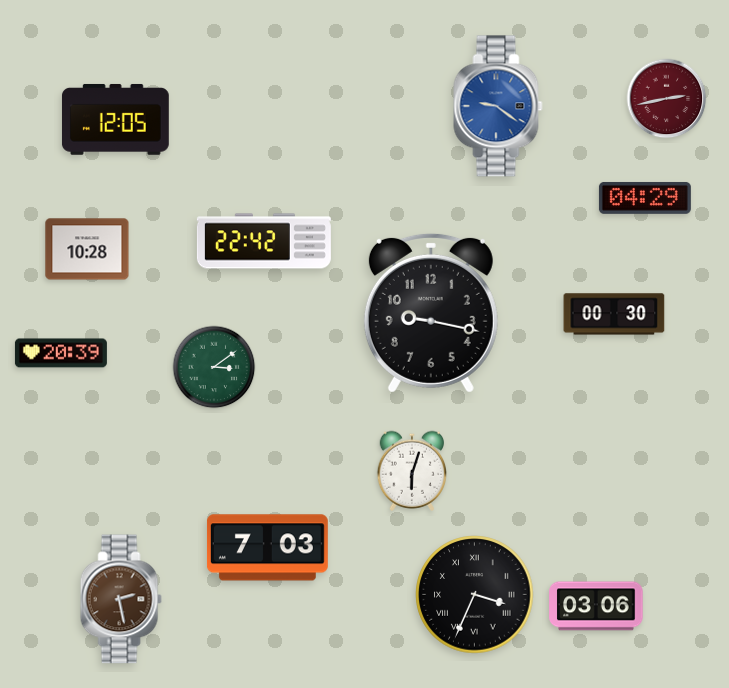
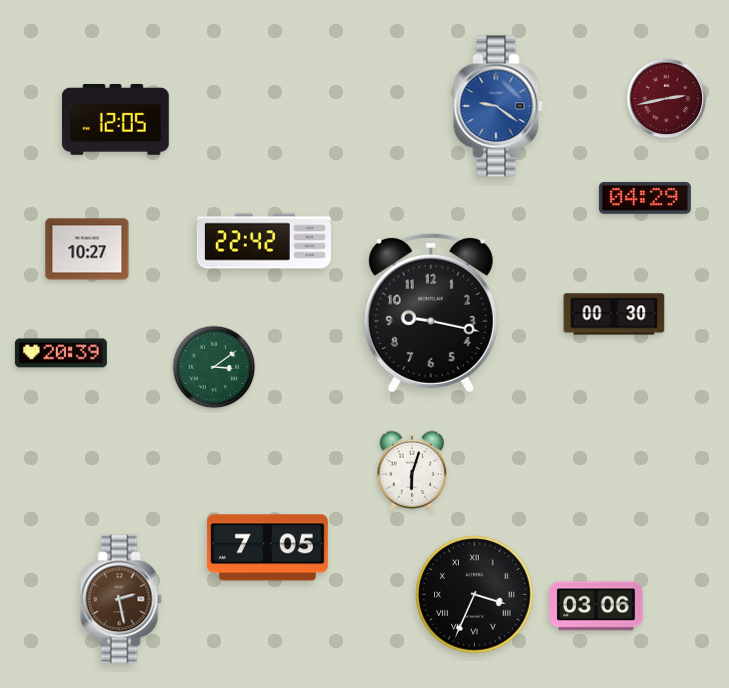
clock at (87, 249): 10:28 -> 10:27
clock at (267, 548): 7:03 -> 7:05
